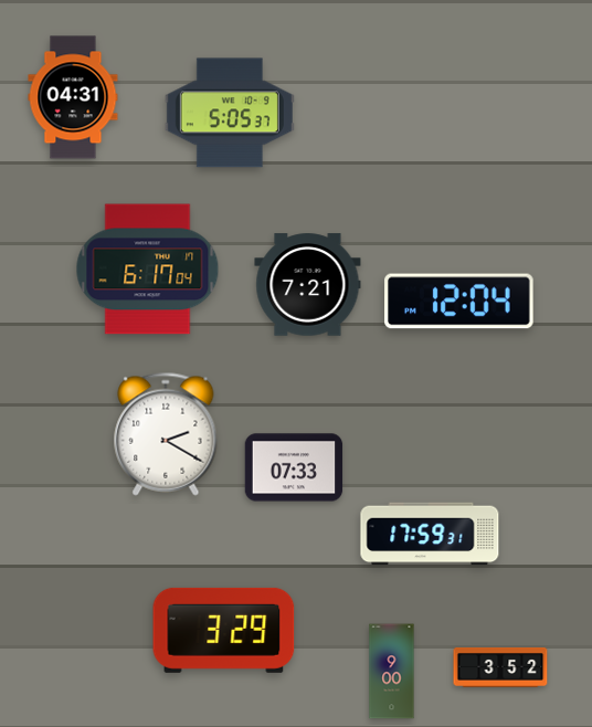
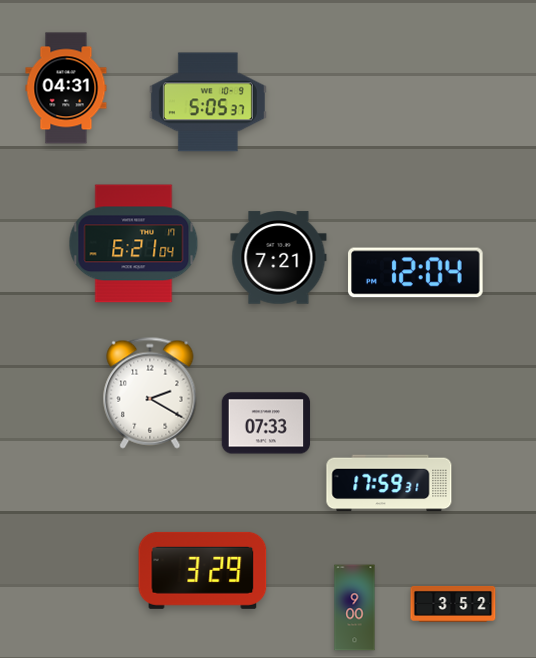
clock at (148, 270): 6:17 -> 6:21
